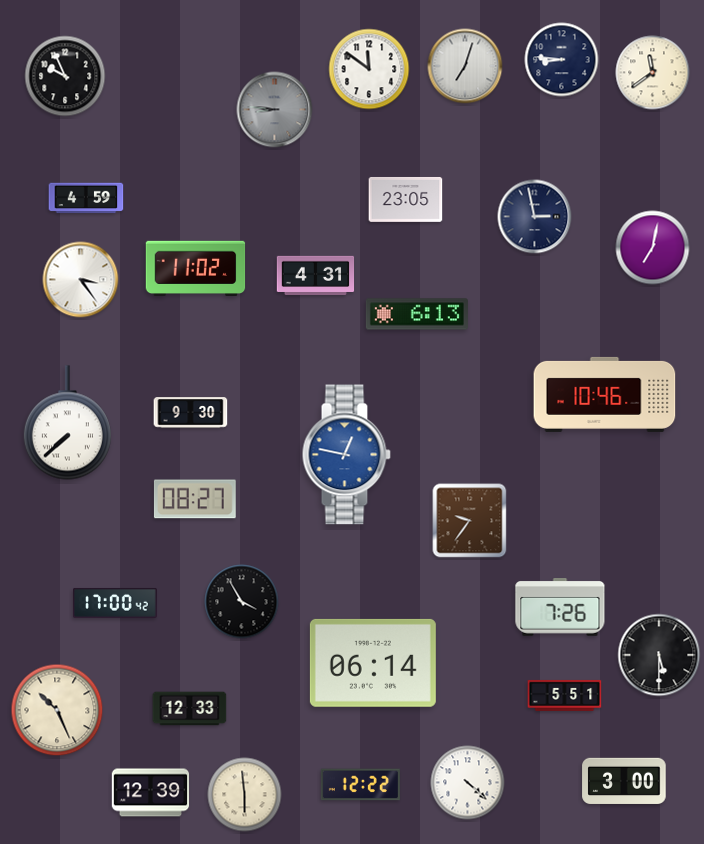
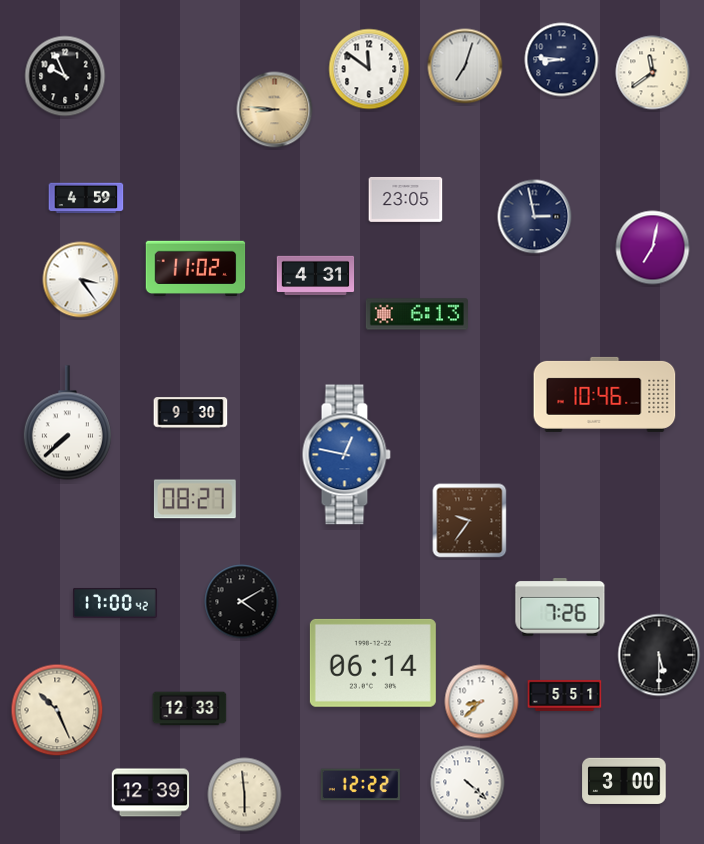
clock at (275, 110) dial: grey -> champagne
clock at (242, 602): 3:55 -> 4:10
clock at (482, 702): none -> 8:38
